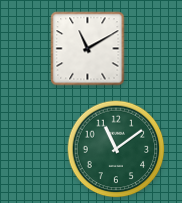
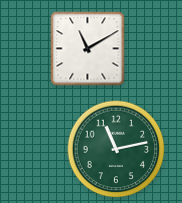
clock at (116, 149): 11:09 -> 11:13
